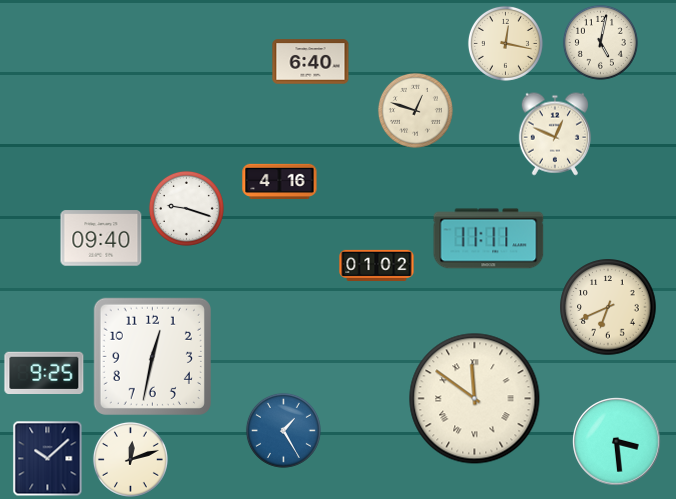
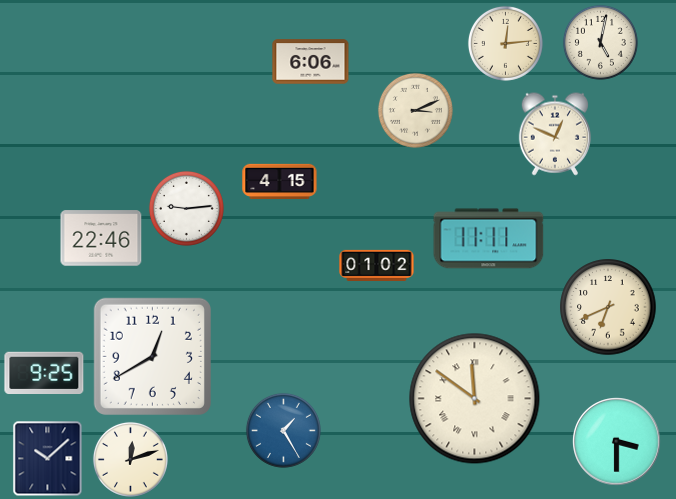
clock at (505, 43): 12:17 -> 12:14
clock at (311, 62): 6:40 -> 6:06
clock at (415, 110): 12:48 -> 3:11
clock at (280, 182): 4:16 -> 4:15
clock at (186, 208): 9:18 -> 9:14
clock at (101, 238): 09:40 -> 22:46
clock at (152, 356): 12:32 -> 12:40
clock at (617, 442): 3:29 -> 3:30
